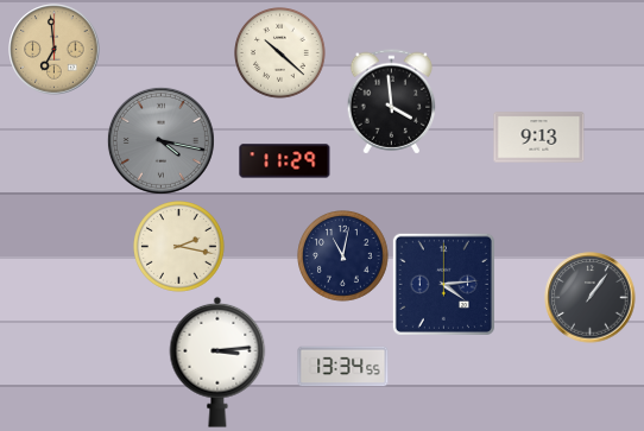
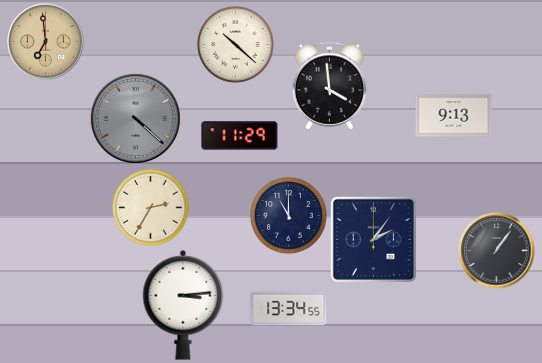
clock at (160, 140): 4:17 -> 4:22
clock at (179, 247): 2:17 -> 2:35
clock at (343, 256): 11:02 -> 11:00
clock at (443, 284): 4:14 -> 2:06
